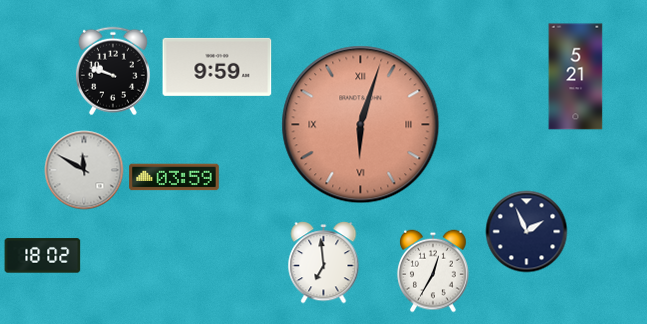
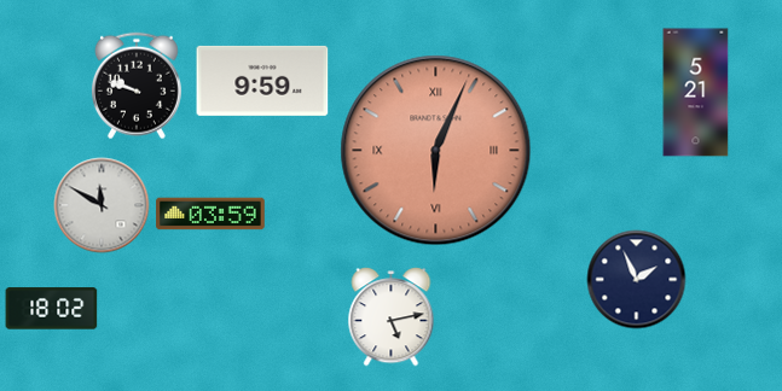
clock at (361, 125): 6:03 -> 6:04
clock at (324, 263): 6:59 -> 5:13
clock at (433, 271): 12:35 -> none
